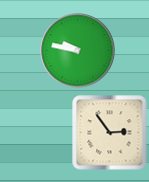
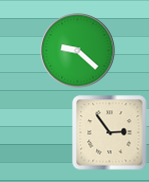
clock at (78, 51): 9:47 -> 9:22
